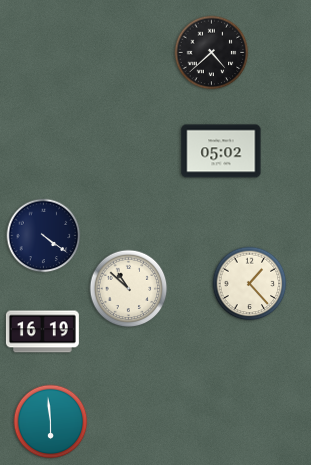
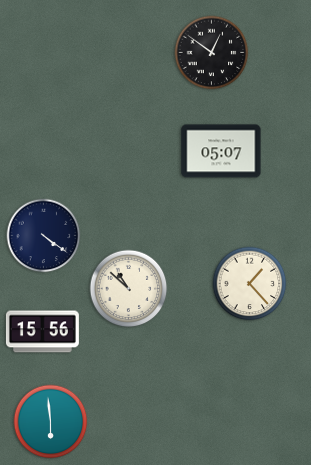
clock at (212, 53): 4:38 -> 12:51
clock at (221, 151): 05:02 -> 05:07
clock at (42, 332): 16:19 -> 15:56
